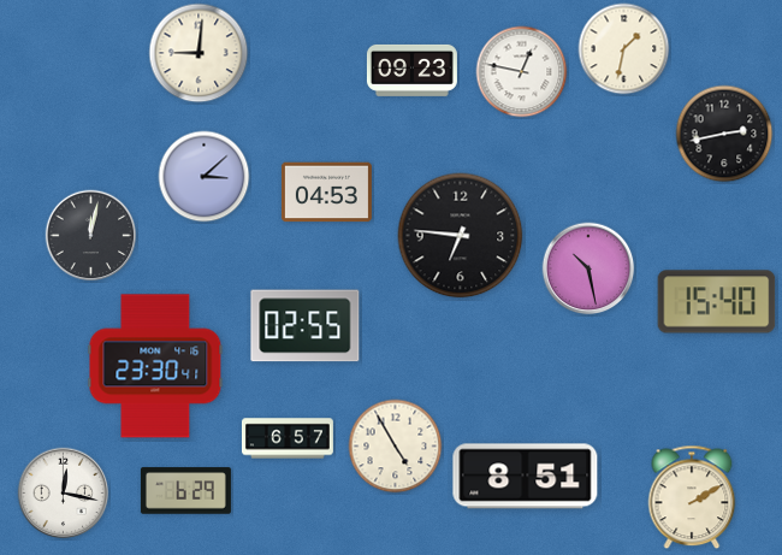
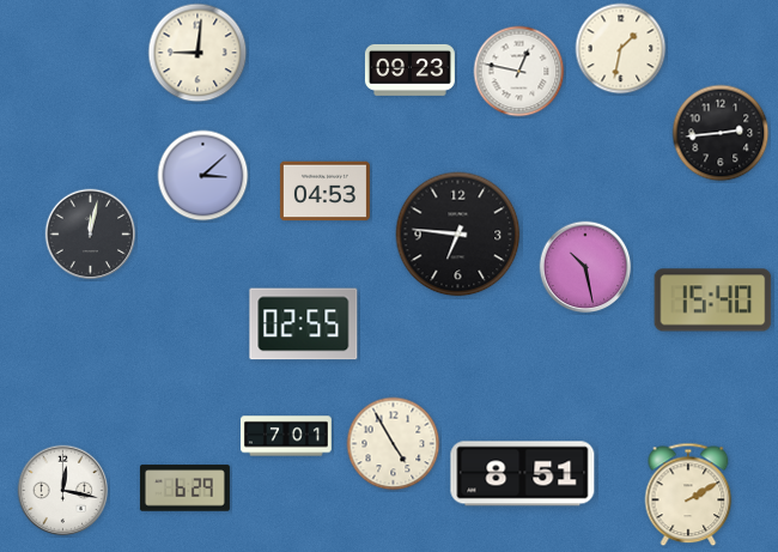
clock at (724, 134): 2:43 -> 2:44
clock at (155, 366): 23:30 -> none
clock at (288, 438): 6:57 -> 7:01
